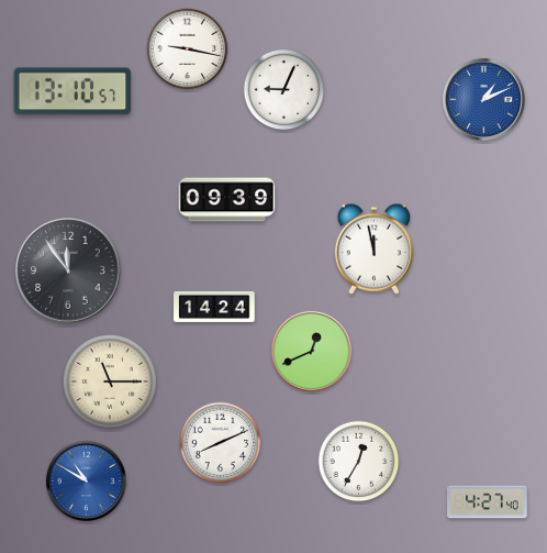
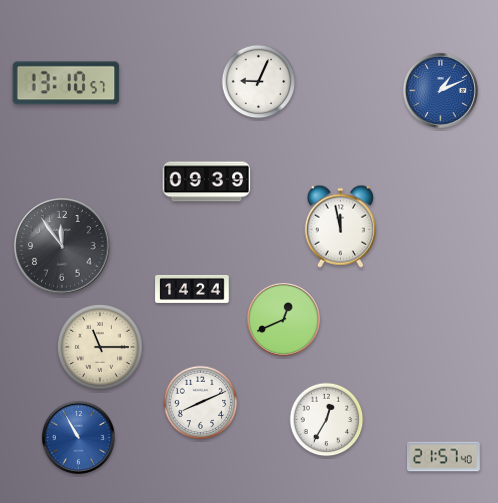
clock at (188, 49): 9:17 -> none
clock at (214, 307) position: (214, 307) -> (192, 289)
clock at (86, 480): 10:50 -> 10:55
clock at (488, 502): 4:27 -> 21:57
